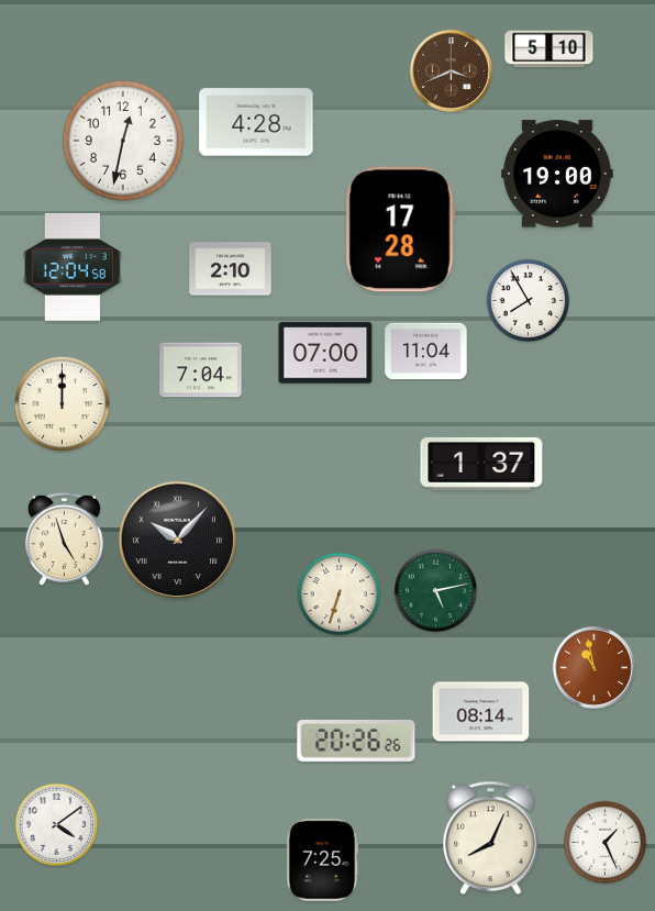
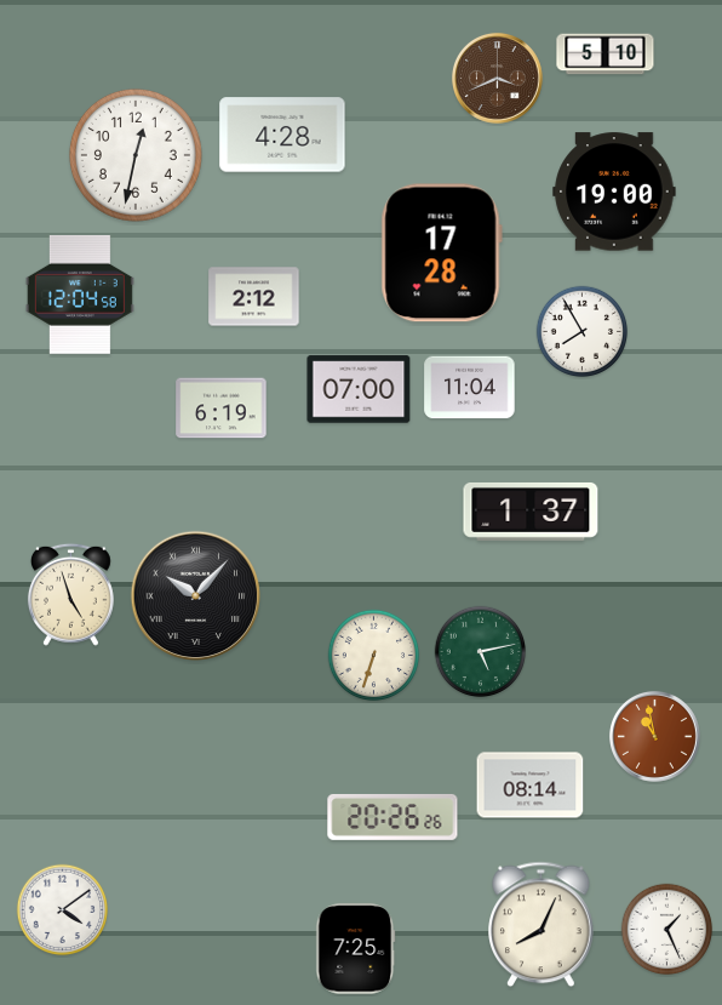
clock at (231, 269): 2:10 -> 2:12
clock at (201, 370): 7:04 -> 6:19
clock at (62, 403): 12:00 -> none
